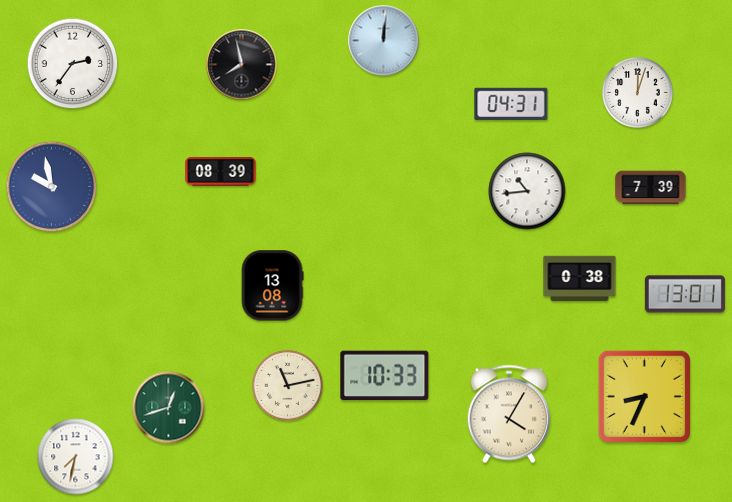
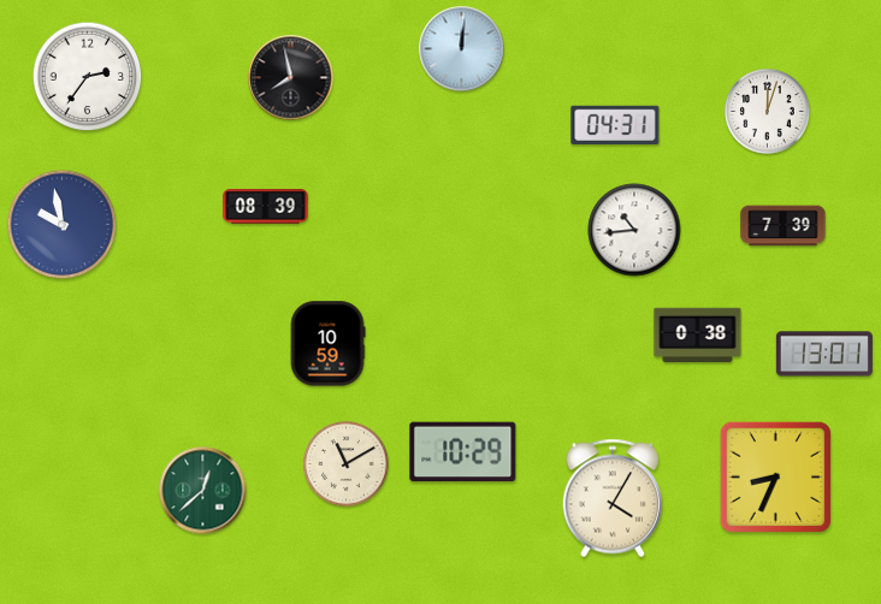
clock at (272, 286): 13:08 -> 10:59
clock at (385, 376): 10:33 -> 10:29
clock at (288, 386): 11:13 -> 11:10
clock at (169, 408): 12:42 -> 12:38
clock at (76, 457): 7:32 -> none
